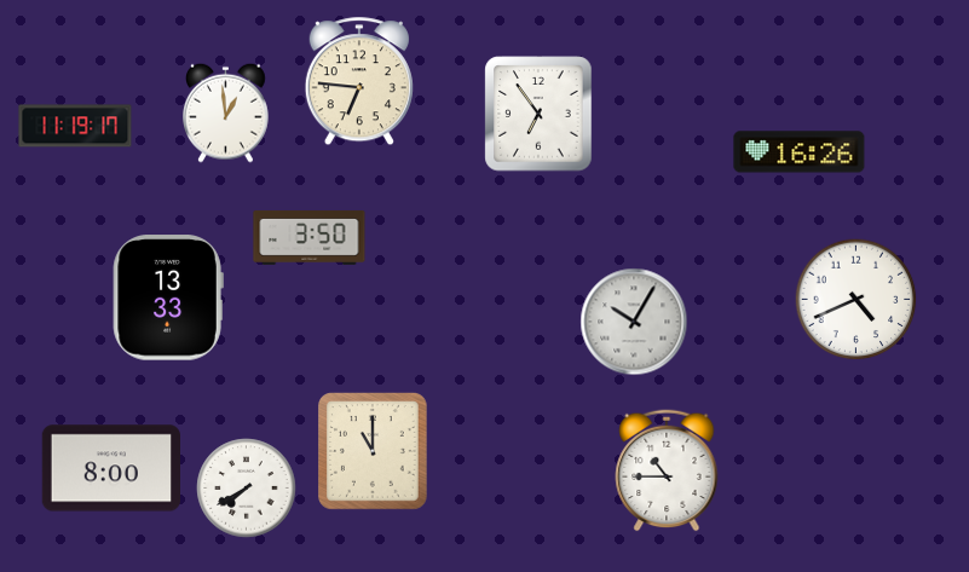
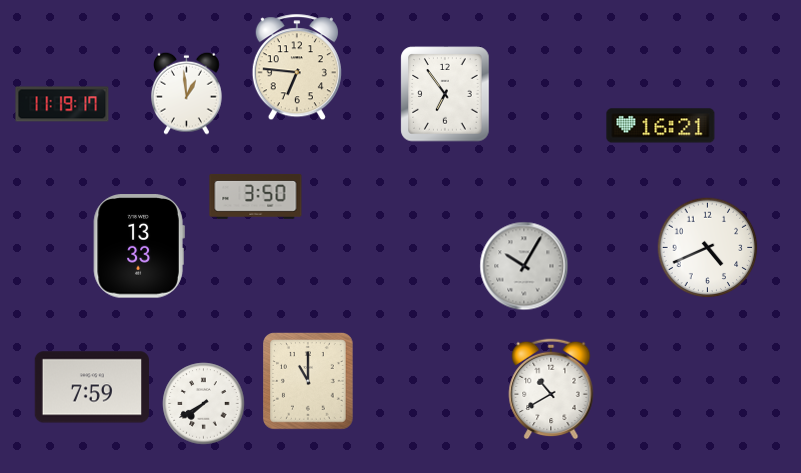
clock at (800, 152): 16:26 -> 16:21
clock at (374, 451) position: (374, 451) -> (309, 381)
clock at (110, 468): 8:00 -> 7:59
clock at (667, 470): 10:45 -> 10:40
